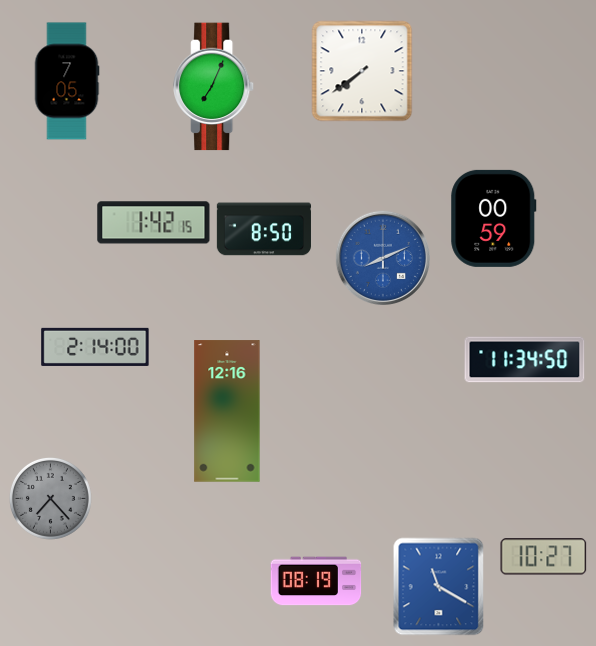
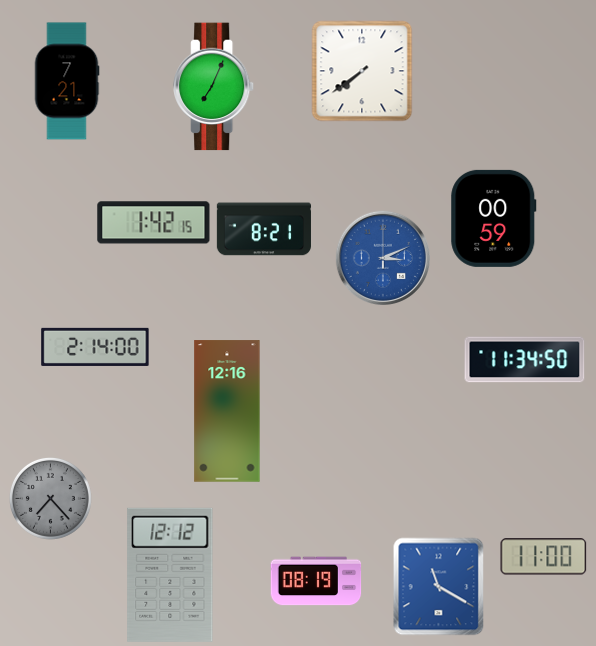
clock at (67, 81): 7:05 -> 7:21
clock at (264, 229): 8:50 -> 8:21
clock at (383, 258): 8:11 -> 3:11
clock at (544, 557): 10:27 -> 11:00
clock at (170, 575): none -> 12:12
